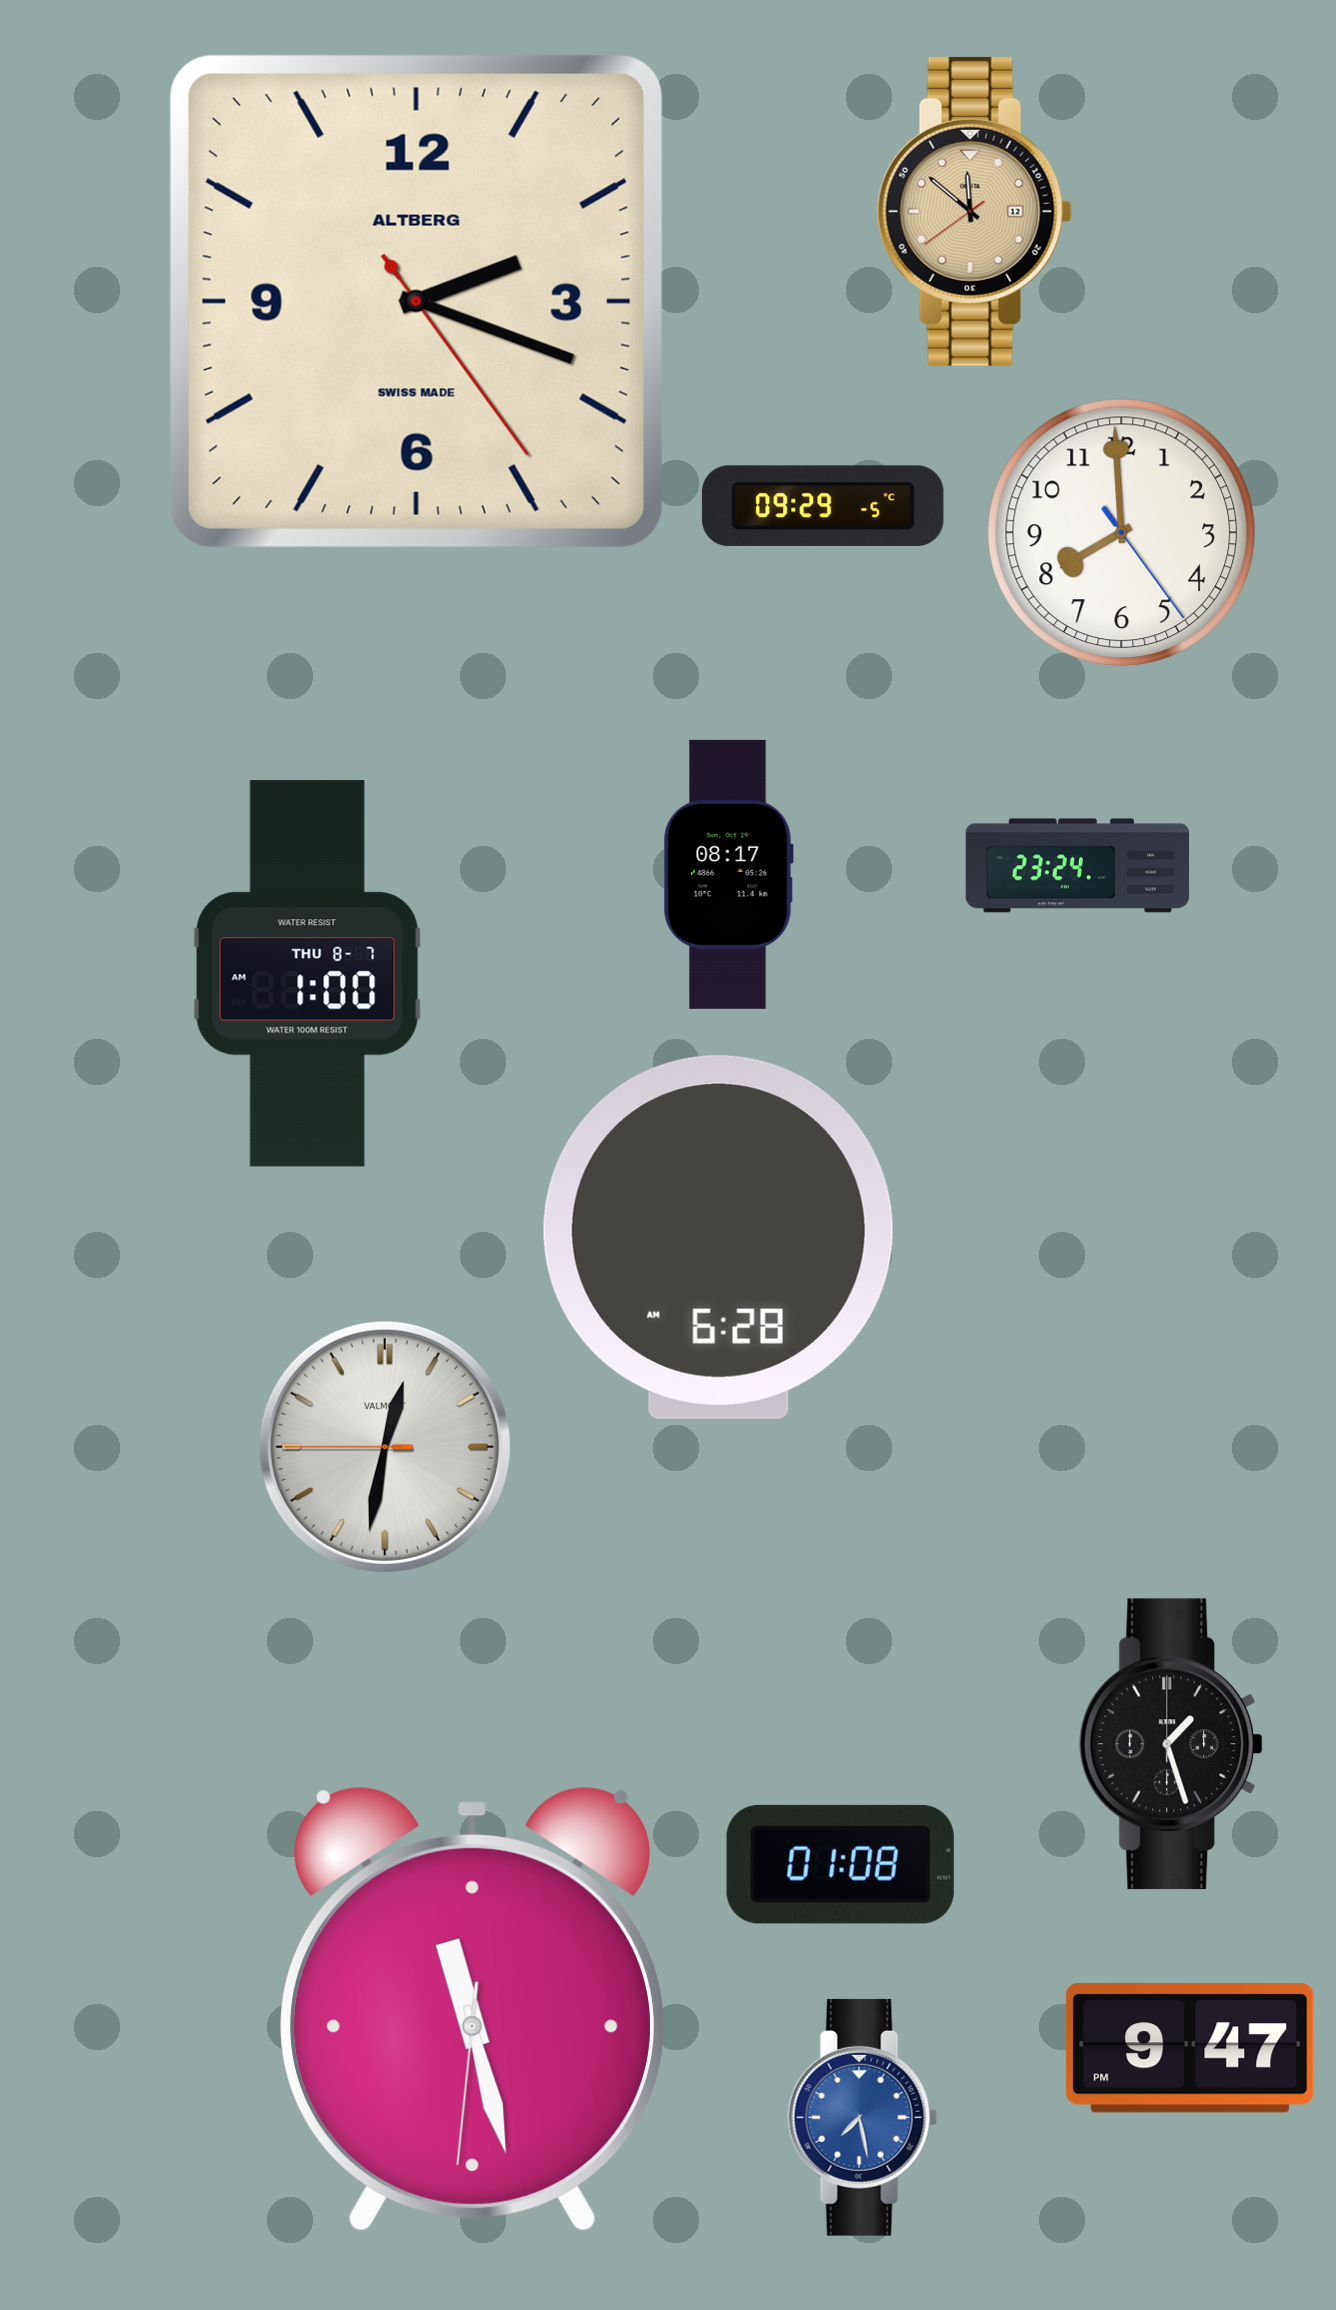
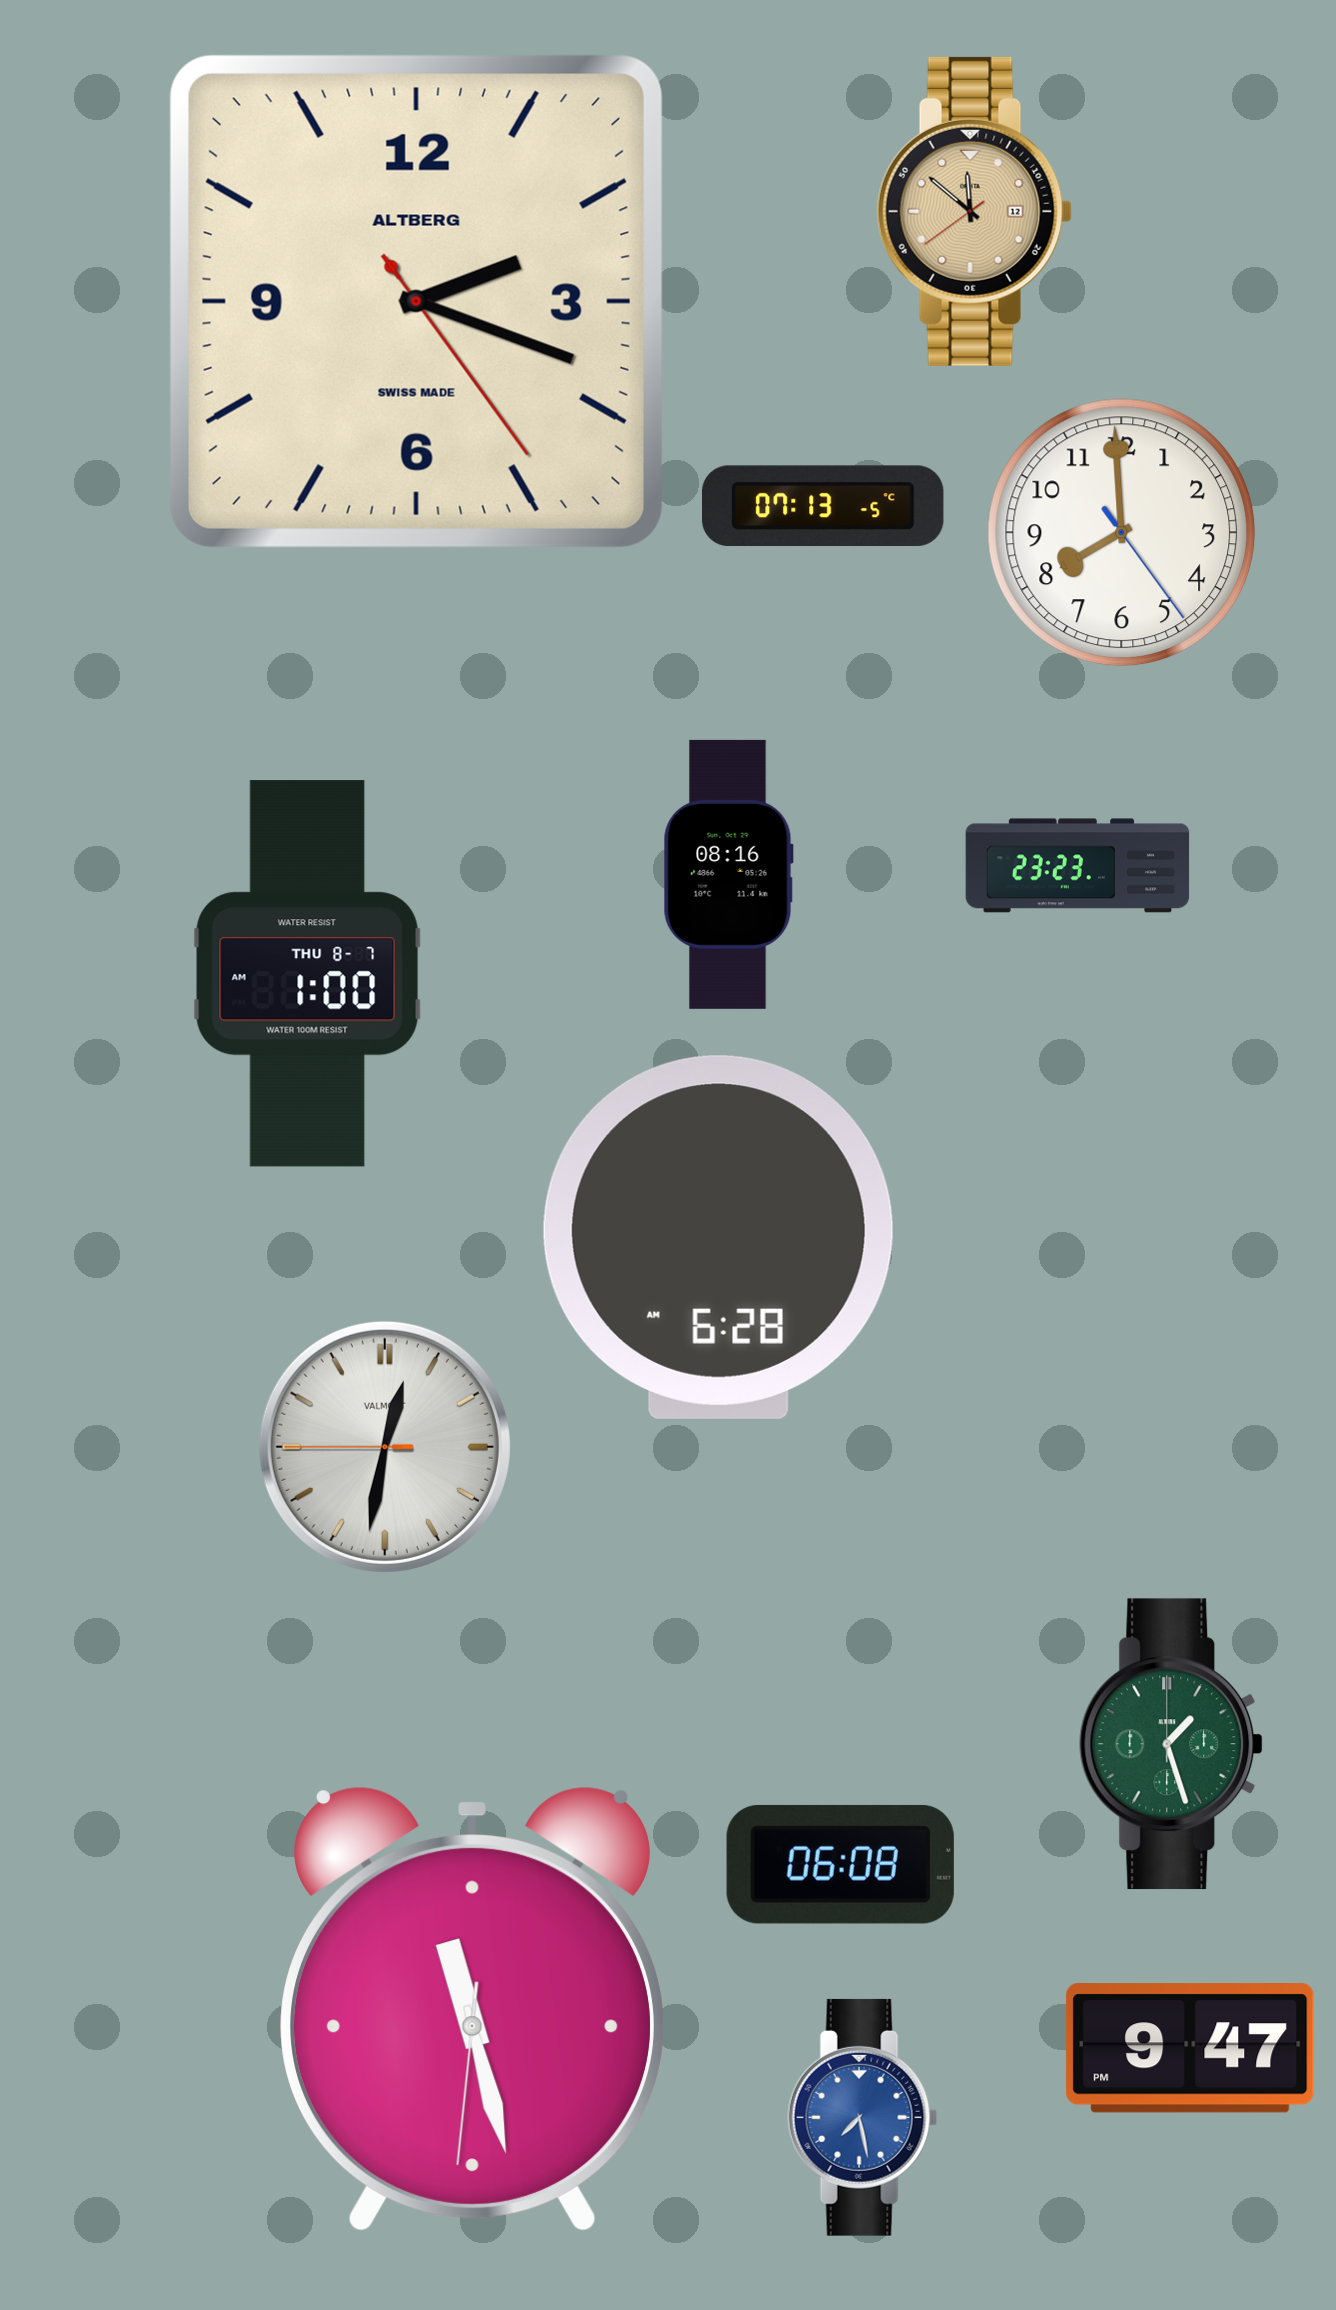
clock at (823, 506): 09:29 -> 07:13
clock at (1078, 866): 23:24 -> 23:23
clock at (728, 874): 08:17 -> 08:16
clock at (1171, 1744) dial: black -> green
clock at (840, 1864): 01:08 -> 06:08
